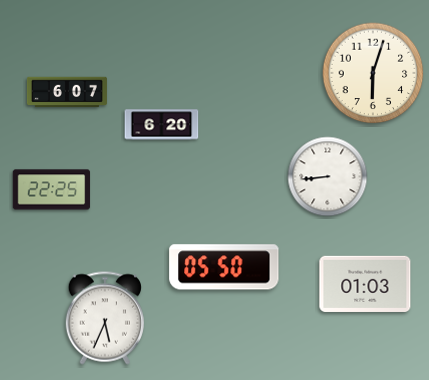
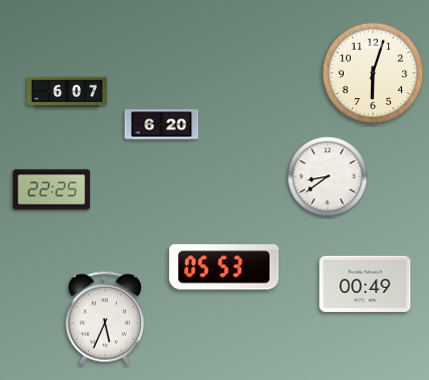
clock at (328, 177): 8:44 -> 8:39
clock at (224, 267): 05:50 -> 05:53
clock at (365, 284): 01:03 -> 00:49
